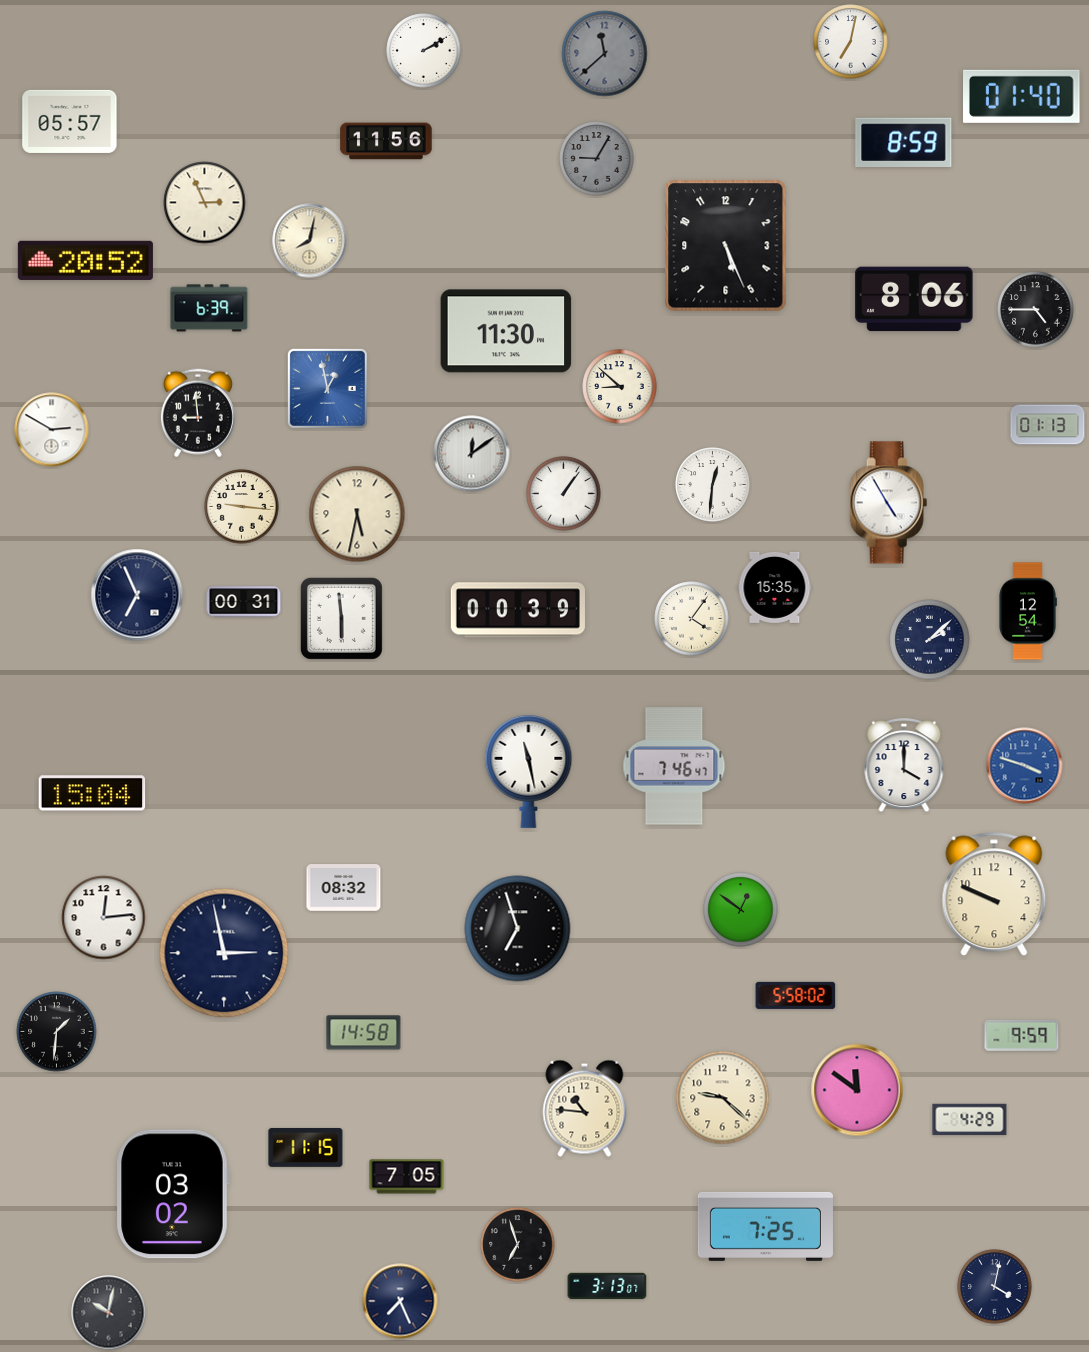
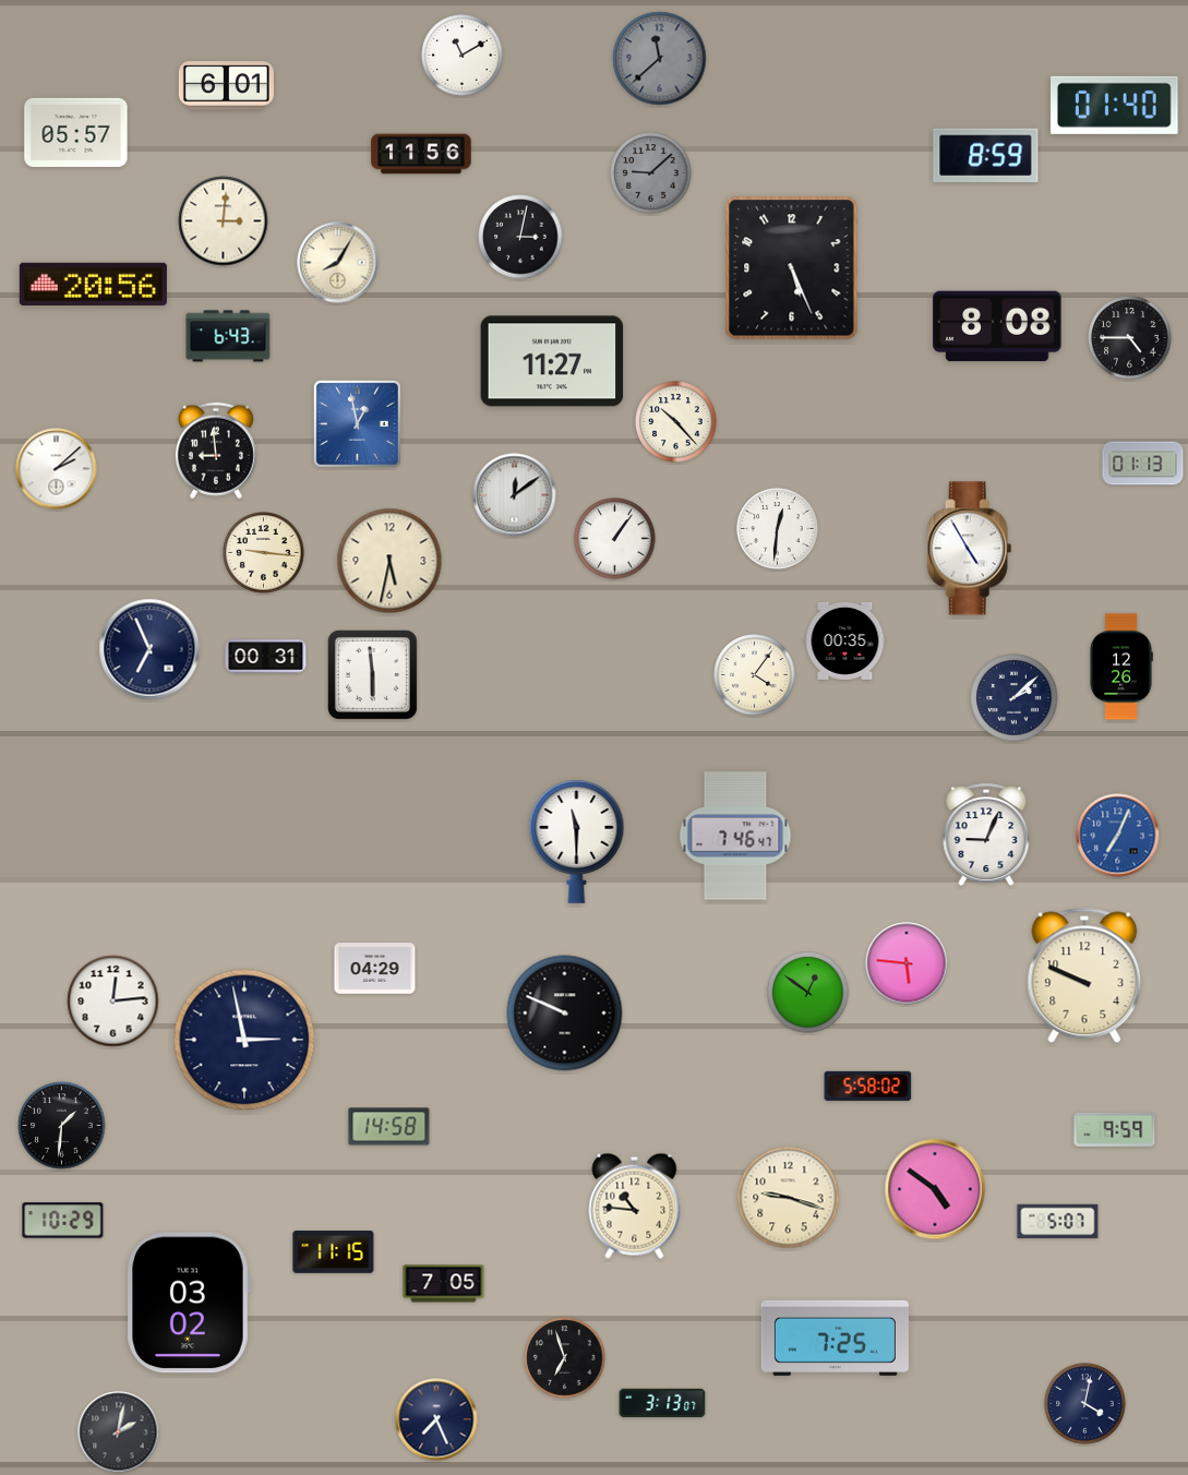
clock at (851, 42): 7:02 -> none
clock at (424, 51): 2:10 -> 11:10
clock at (226, 86): none -> 6:01
clock at (597, 159): 9:05 -> 9:08
clock at (205, 203): 2:56 -> 3:01
clock at (520, 237): none -> 3:02
clock at (310, 241): 8:02 -> 8:05
clock at (85, 260): 20:52 -> 20:56
clock at (914, 299): 8:06 -> 8:08
clock at (209, 308): 6:39 -> 6:43
clock at (506, 331): 11:30 -> 11:27
clock at (620, 387): 8:52 -> 10:23
clock at (52, 430): 2:50 -> 2:08
clock at (775, 587): 15:35 -> 00:35
clock at (518, 610): 00:39 -> none
clock at (1028, 611): 12:54 -> 12:26
clock at (904, 766): 4:00 -> 9:04
clock at (1025, 766): 3:48 -> 7:04
clock at (529, 771): 11:28 -> 11:30
clock at (92, 793): 15:04 -> none
clock at (907, 963): none -> 5:46
clock at (344, 888): 08:32 -> 04:29
clock at (518, 929): 6:57 -> 9:49
clock at (364, 1033) position: (364, 1033) -> (389, 1127)
clock at (857, 1090): 11:51 -> 4:51
clock at (723, 1098): 9:22 -> 9:18
clock at (585, 1108) position: (585, 1108) -> (635, 1206)
clock at (63, 1221): none -> 10:29
clock at (970, 1120): 4:29 -> 5:07
clock at (109, 1313): 10:02 -> 2:02
